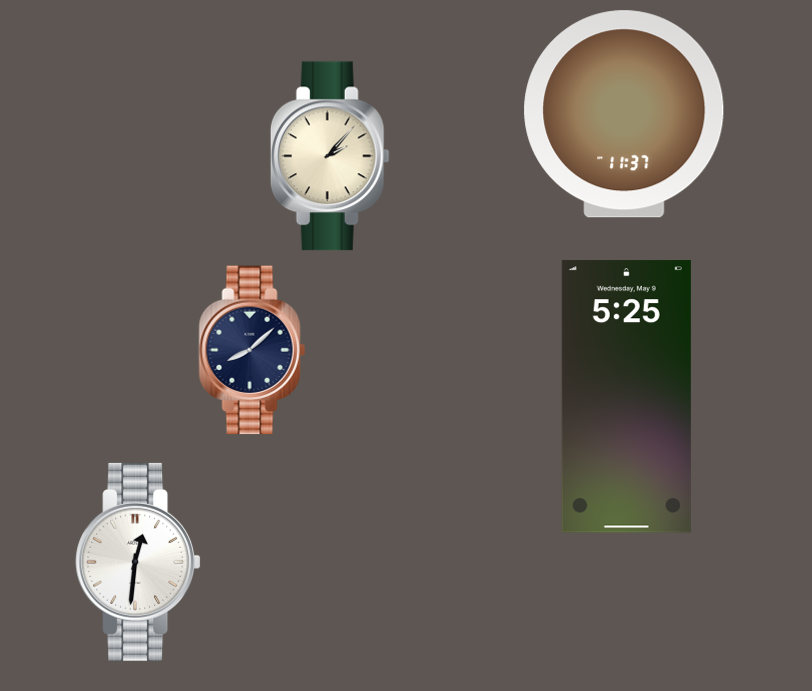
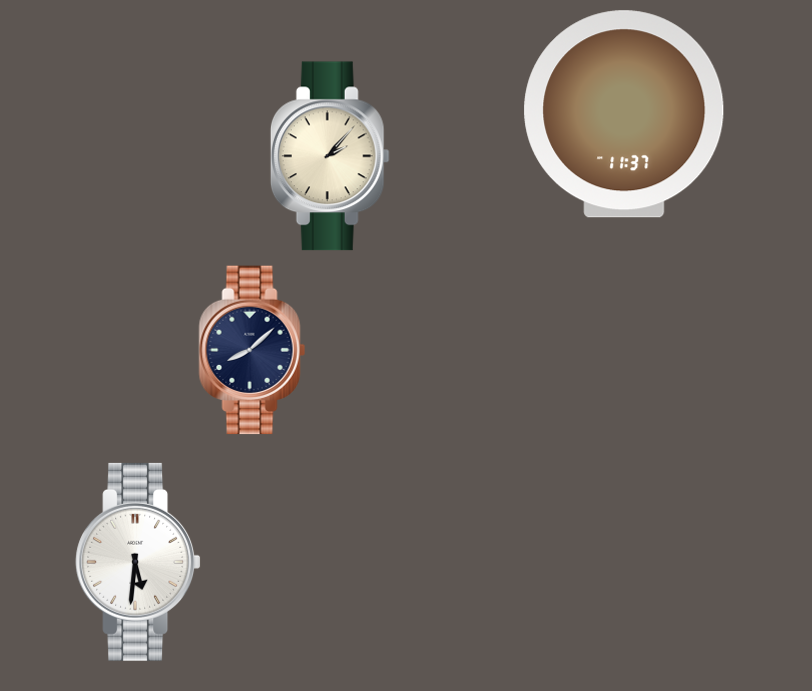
clock at (626, 397): 5:25 -> none
clock at (138, 562): 12:31 -> 5:31
